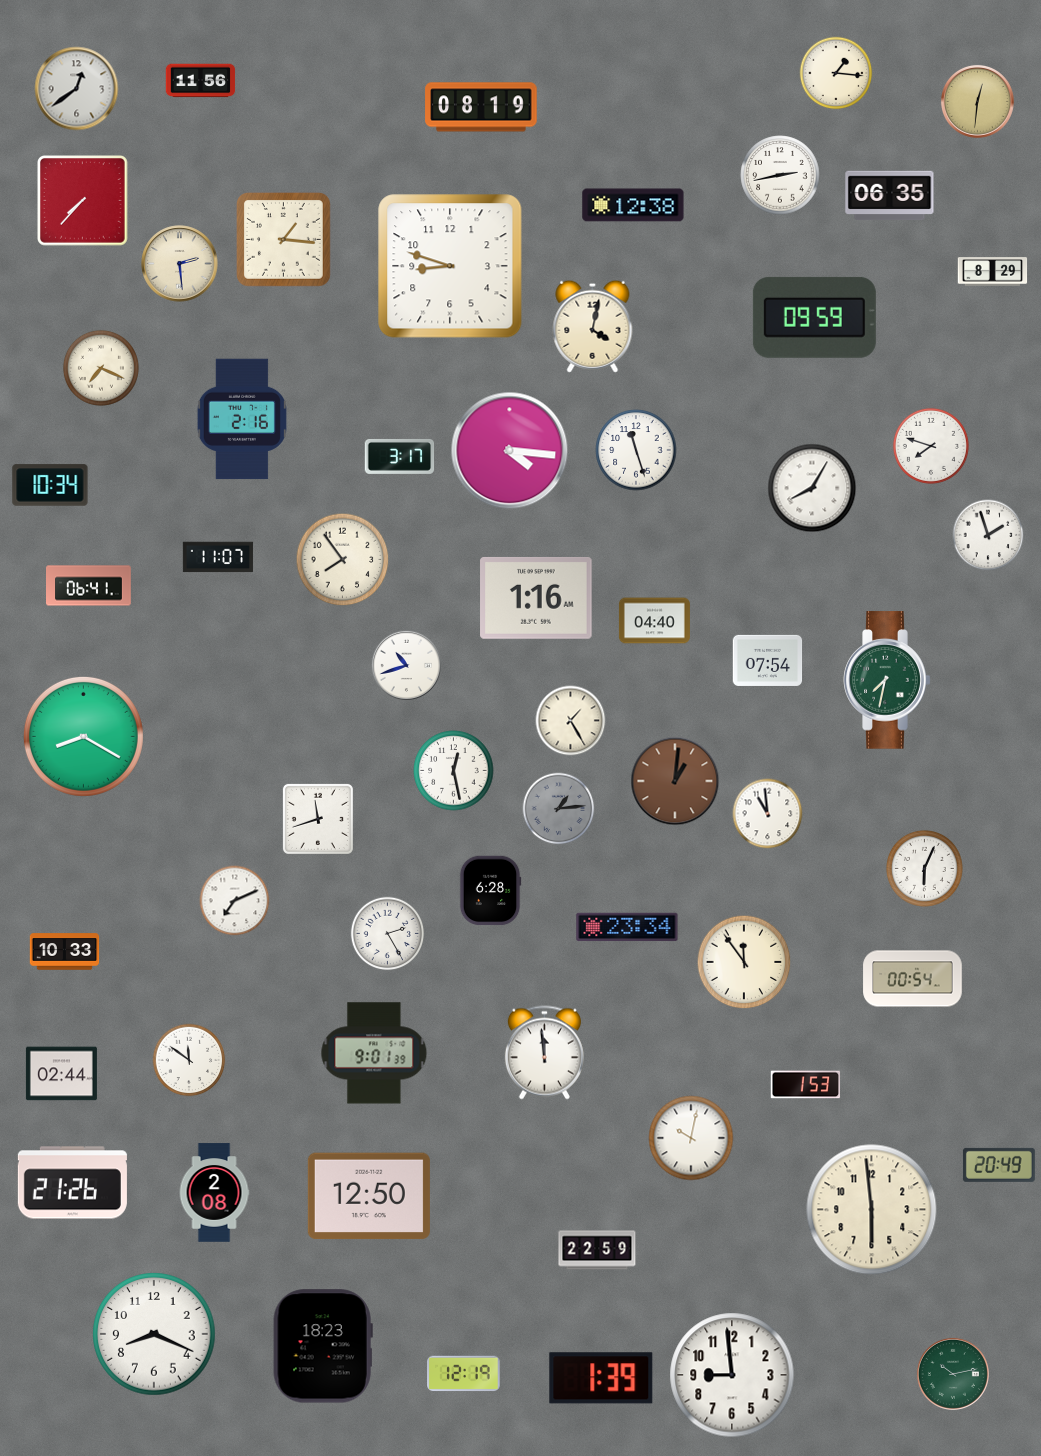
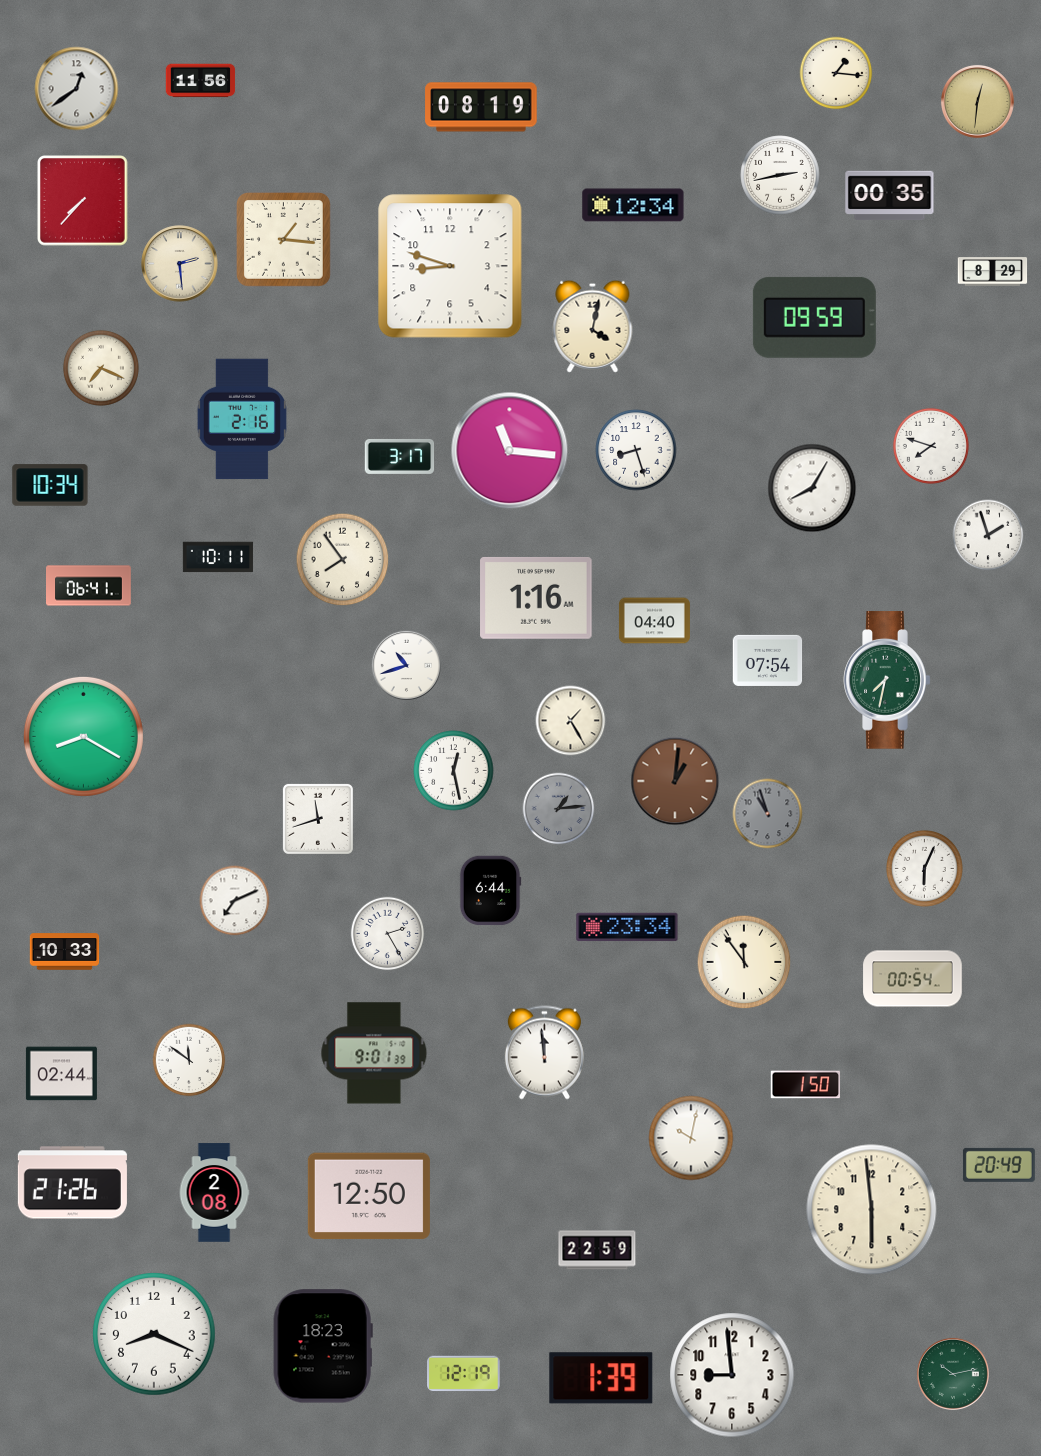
clock at (890, 196): 06:35 -> 00:35
clock at (633, 205): 12:38 -> 12:34
clock at (636, 450): 11:27 -> 8:27
clock at (510, 451): 4:16 -> 11:16
clock at (218, 557): 11:07 -> 10:11
clock at (768, 814): 10:59 -> 10:57
clock at (768, 814) dial: white -> grey
clock at (490, 891): 6:28 -> 6:44
clock at (806, 1085): 1:53 -> 1:50
